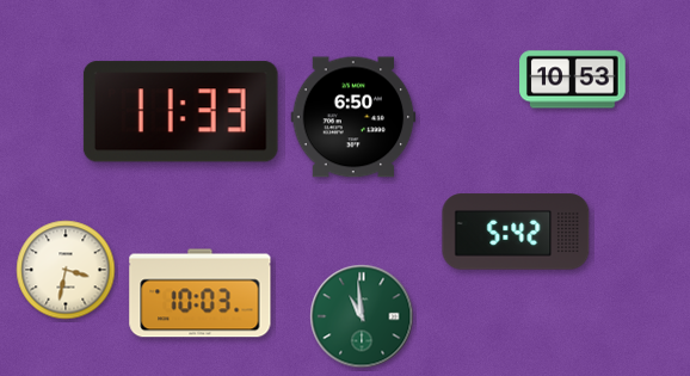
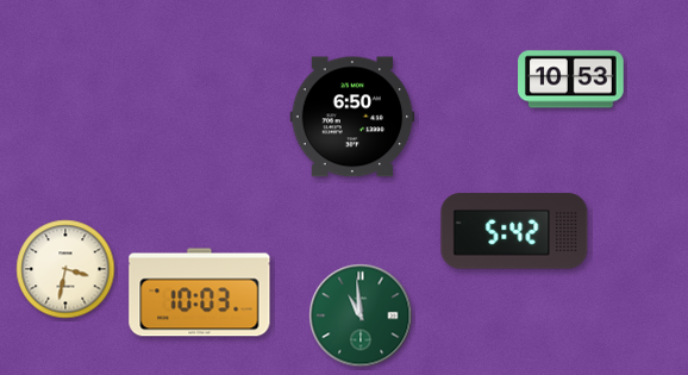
clock at (180, 112): 11:33 -> none
